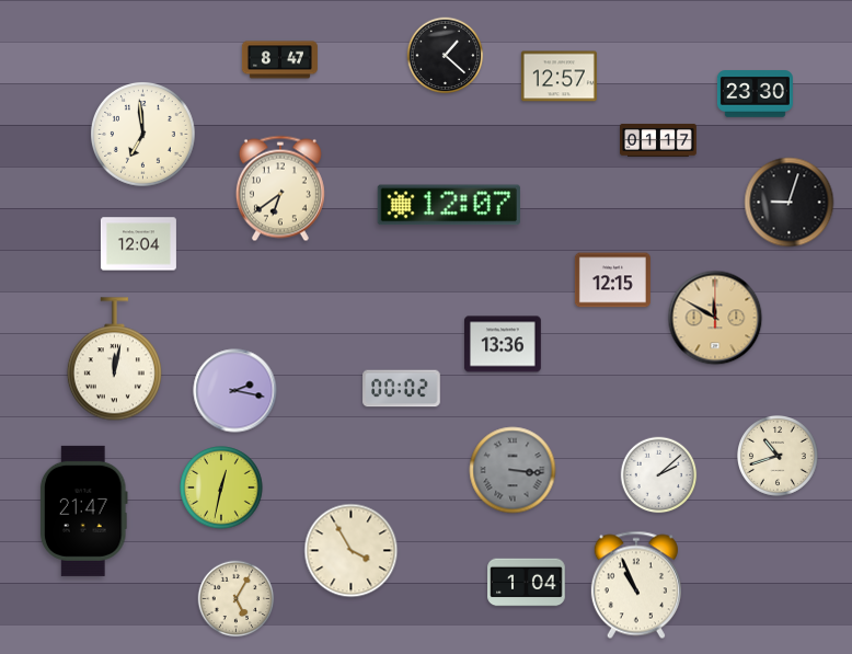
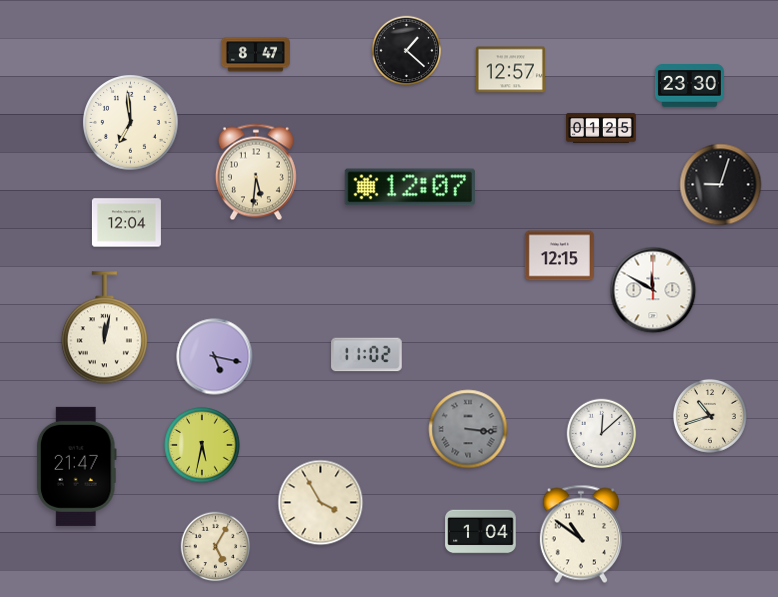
clock at (659, 140): 01:17 -> 01:25
clock at (280, 188): 6:39 -> 5:31
clock at (715, 318) dial: champagne -> white
clock at (504, 344): 13:36 -> none
clock at (402, 389): 00:02 -> 11:02
clock at (235, 391): 2:17 -> 5:17
clock at (659, 475): 2:08 -> 12:08
clock at (221, 487): 12:32 -> 5:32
clock at (636, 585): 10:56 -> 10:51
